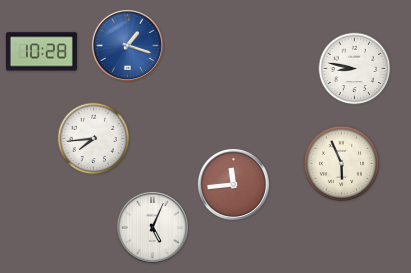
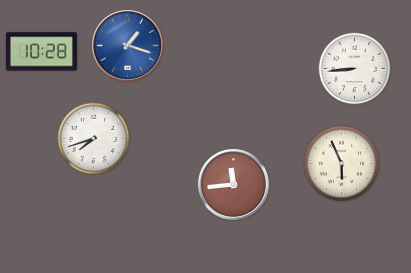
clock at (355, 69): 8:47 -> 8:44
clock at (94, 139): 7:44 -> 7:42
clock at (152, 227): 5:04 -> none
